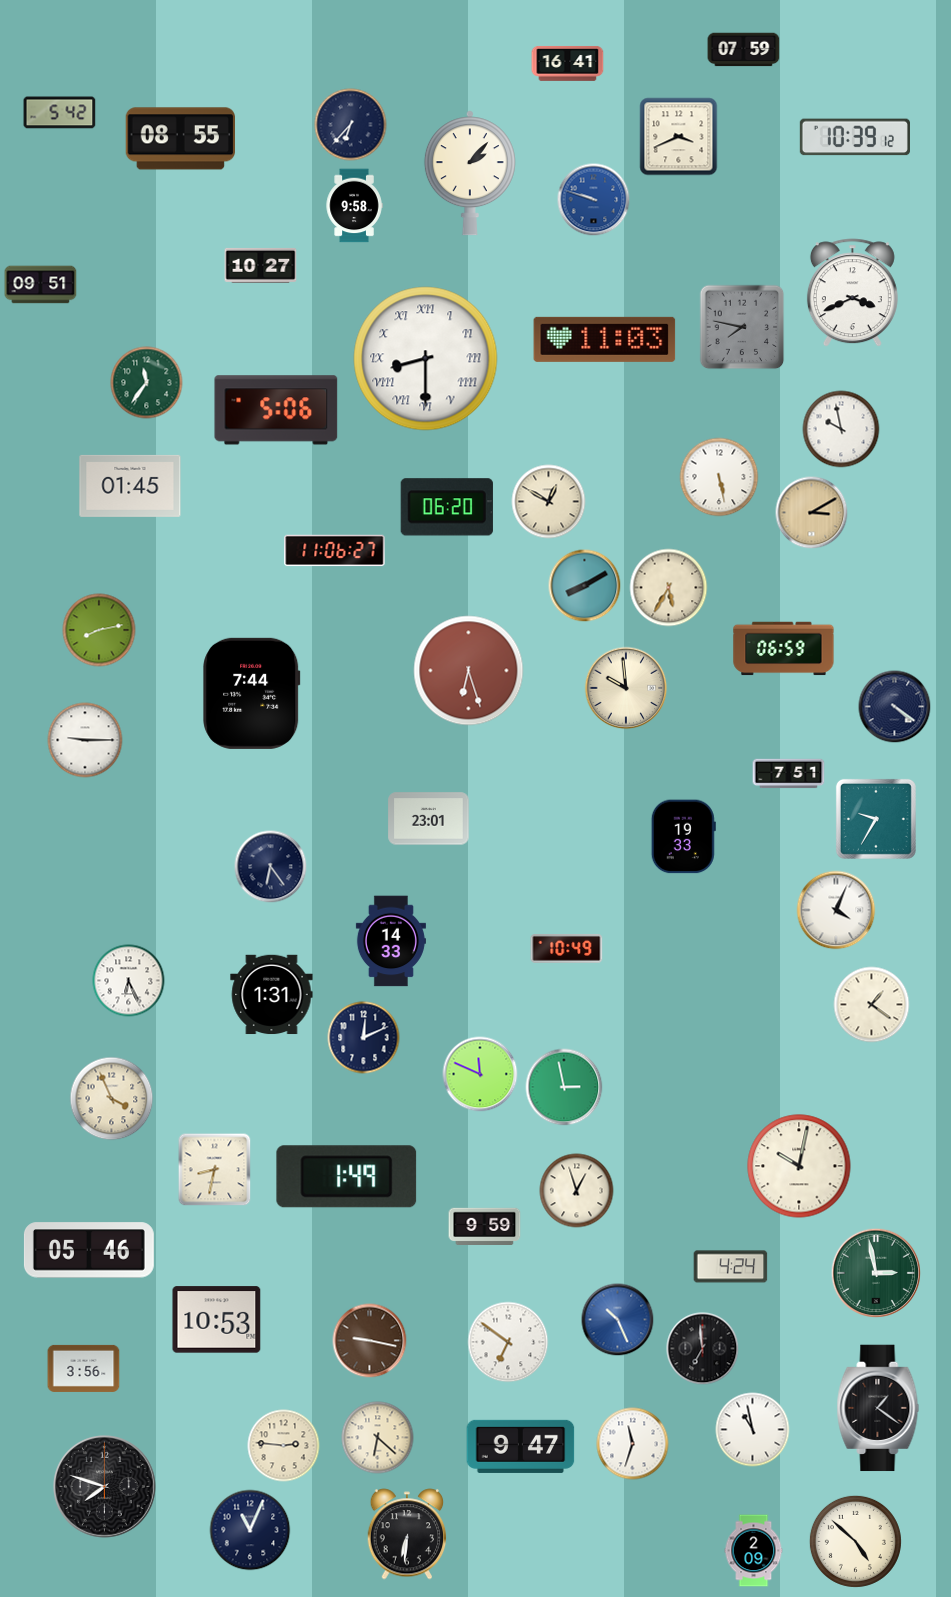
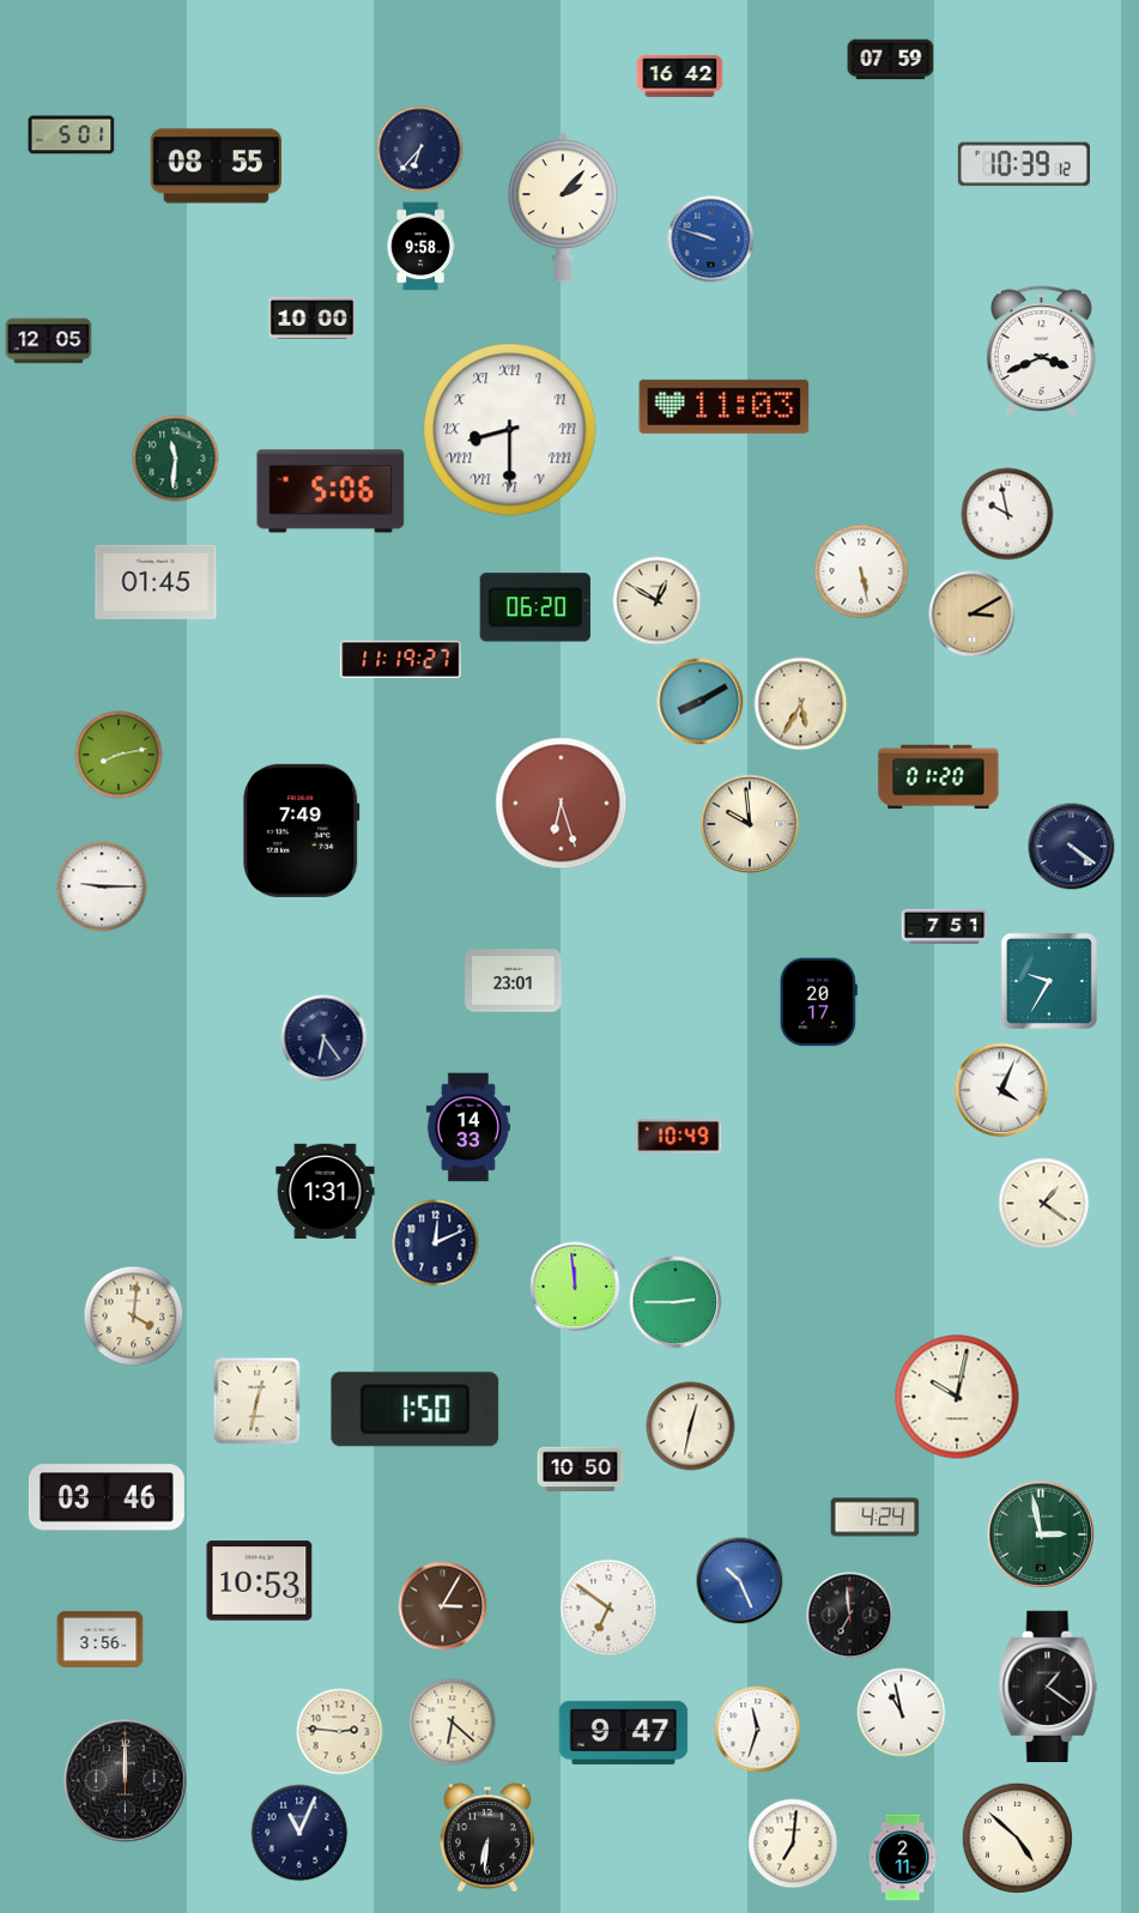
clock at (568, 63): 16:41 -> 16:42
clock at (60, 113): 5:42 -> 5:01
clock at (679, 137): 3:41 -> none
clock at (354, 206) position: (354, 206) -> (420, 247)
clock at (261, 265): 10:27 -> 10:00
clock at (41, 285): 09:51 -> 12:05
clock at (852, 293) position: (852, 293) -> (1041, 351)
clock at (742, 327): 7:47 -> none
clock at (147, 383): 11:36 -> 11:31
clock at (335, 551): 11:06 -> 11:19
clock at (784, 649): 06:59 -> 01:20
clock at (252, 693): 7:44 -> 7:49
clock at (683, 837): 19:33 -> 20:17
clock at (129, 981): 6:26 -> none
clock at (480, 1074): 11:49 -> 11:59
clock at (564, 1087): 2:58 -> 2:45
clock at (112, 1099): 3:56 -> 4:01
clock at (215, 1170): 8:32 -> 12:32
clock at (347, 1177): 1:49 -> 1:50
clock at (577, 1191): 12:57 -> 12:32
clock at (485, 1227): 9:59 -> 10:50
clock at (89, 1250): 05:46 -> 03:46
clock at (875, 1272) position: (875, 1272) -> (1040, 1533)
clock at (370, 1341): 9:17 -> 3:05
clock at (703, 1349) position: (703, 1349) -> (850, 1616)
clock at (878, 1408) position: (878, 1408) -> (1048, 1687)
clock at (105, 1487): 7:48 -> 12:00
clock at (793, 1844): none -> 7:01
clock at (855, 1541) position: (855, 1541) -> (1017, 1838)
clock at (754, 1551): 2:09 -> 2:11
